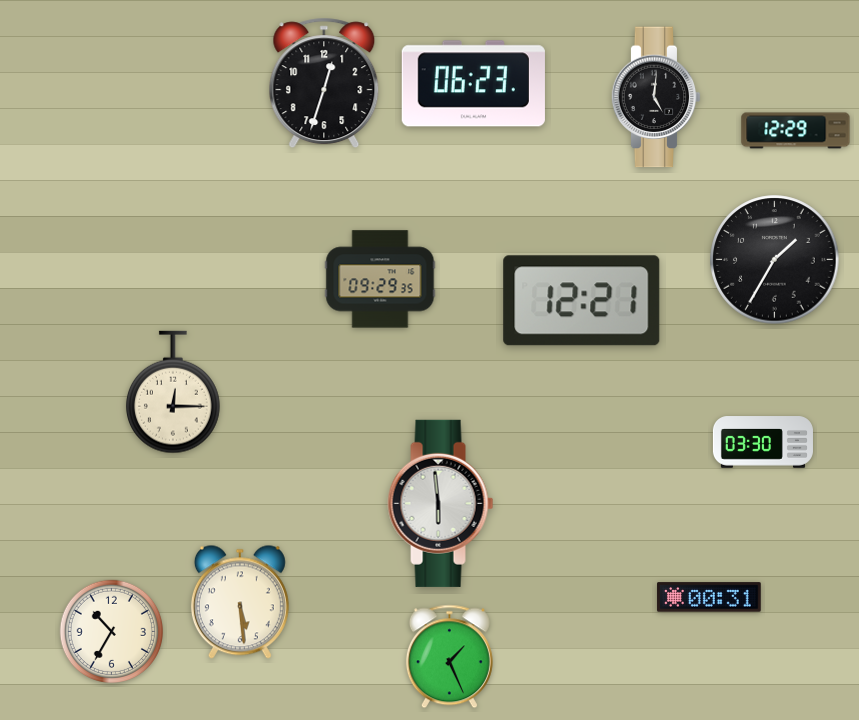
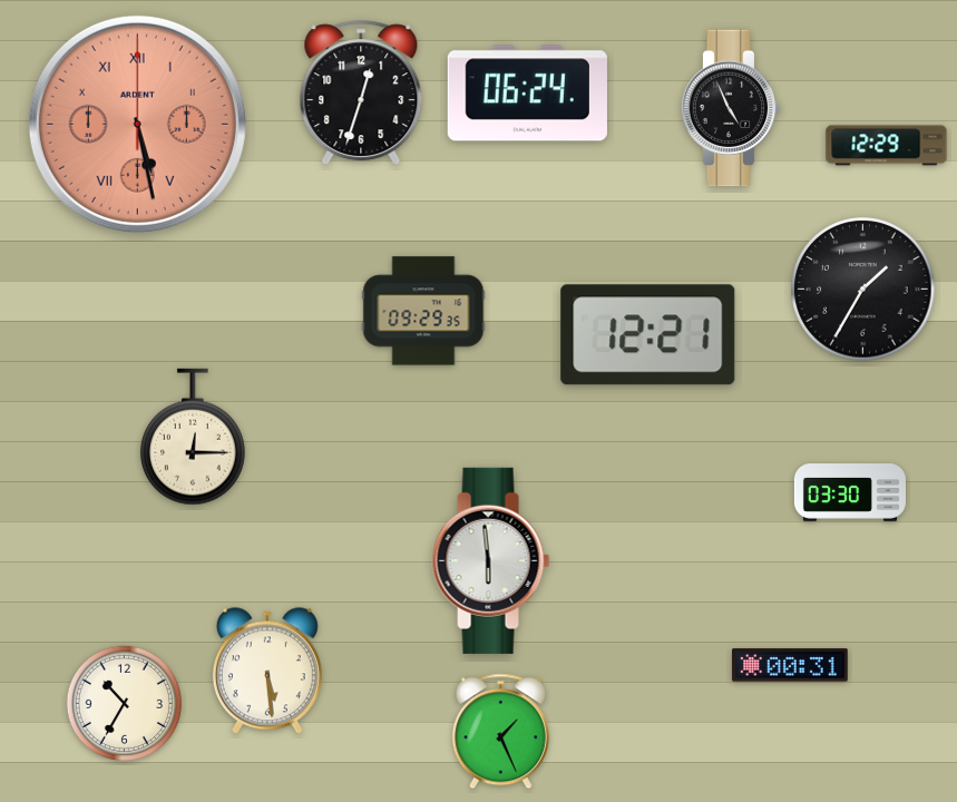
clock at (473, 84): 06:23 -> 06:24
clock at (656, 97): 5:01 -> 4:56
clock at (137, 124): none -> 5:28
